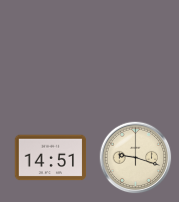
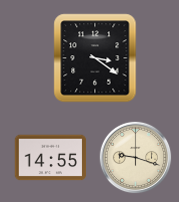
clock at (95, 58): none -> 3:21
clock at (51, 158): 14:51 -> 14:55
